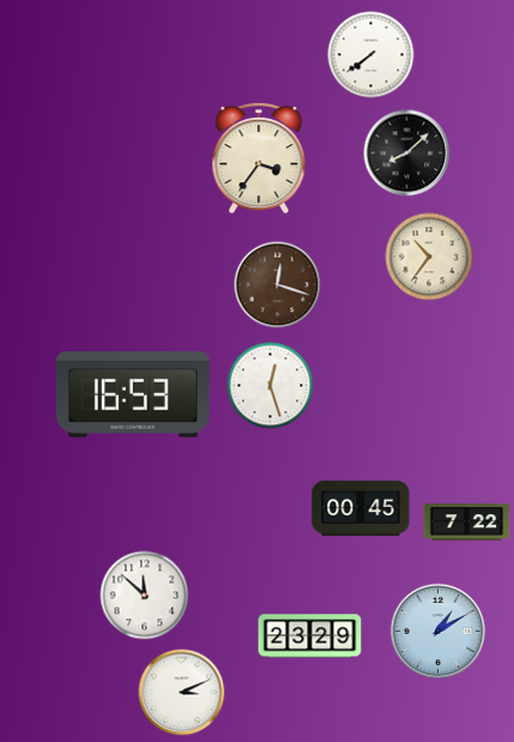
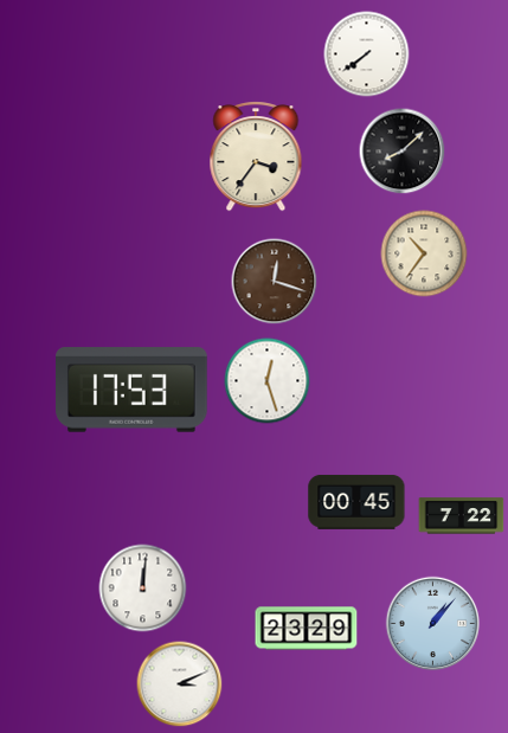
clock at (134, 394): 16:53 -> 17:53
clock at (145, 596): 11:52 -> 12:01
clock at (439, 632): 1:10 -> 1:07
